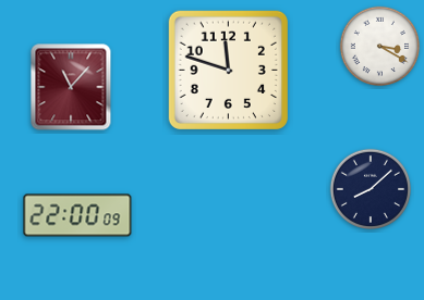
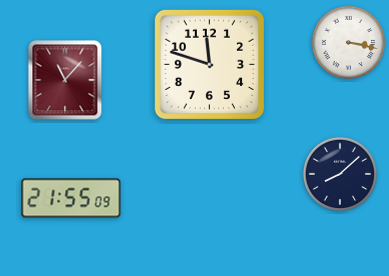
clock at (379, 46): 3:20 -> 3:17
clock at (77, 215): 22:00 -> 21:55
